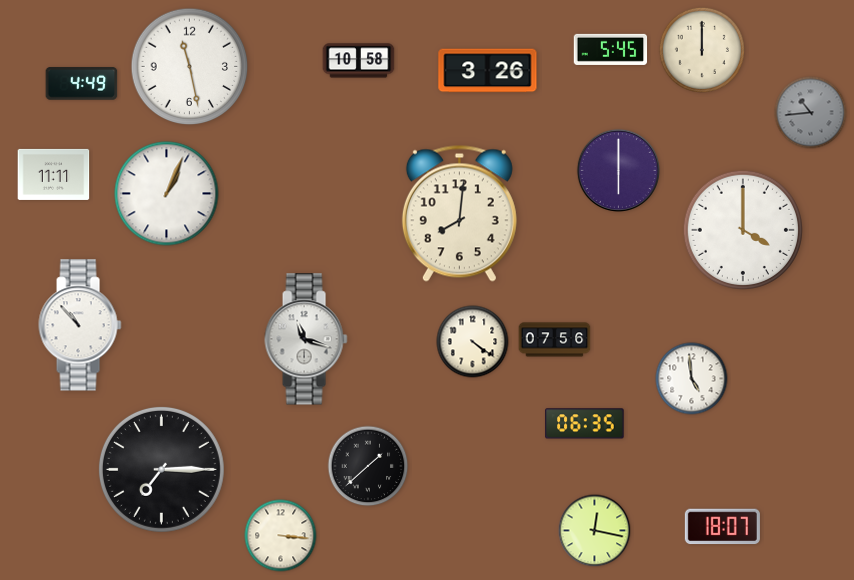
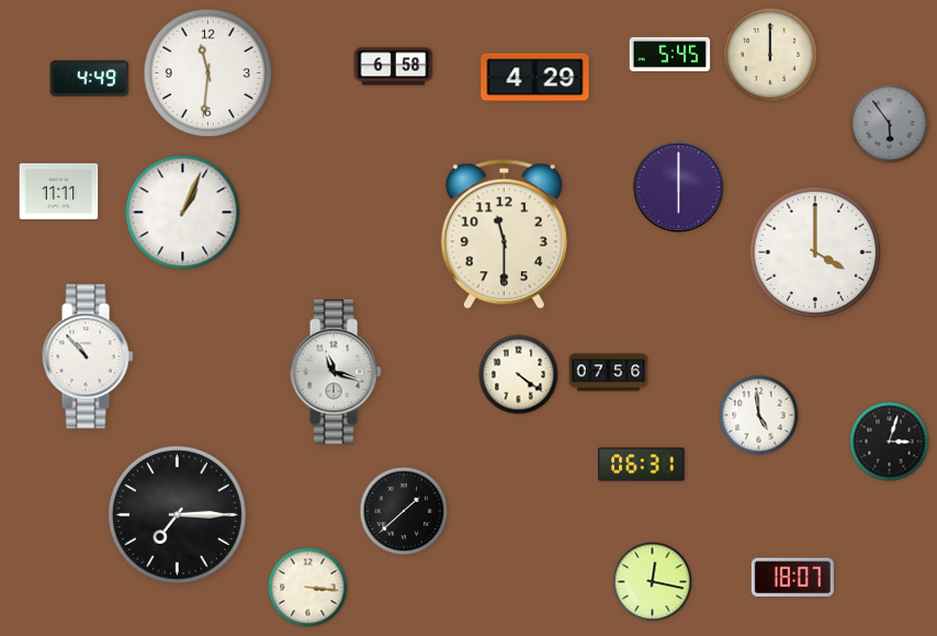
clock at (359, 61): 10:58 -> 6:58
clock at (190, 67): 11:28 -> 11:31
clock at (488, 71): 3:26 -> 4:29
clock at (82, 84) position: (82, 84) -> (90, 79)
clock at (811, 113): 10:44 -> 5:54
clock at (459, 213): 8:01 -> 11:30
clock at (890, 442): none -> 3:03
clock at (585, 424): 06:35 -> 06:31
